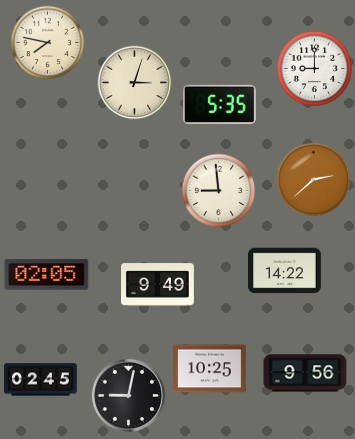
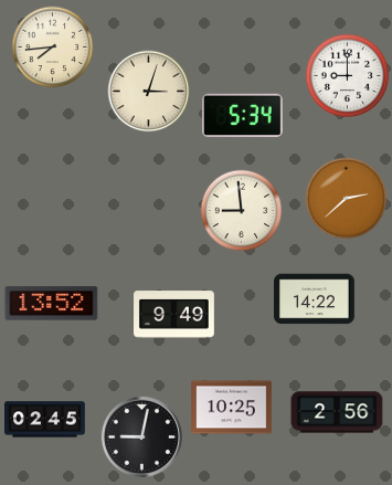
clock at (48, 43): 7:47 -> 7:44
clock at (219, 105): 5:35 -> 5:34
clock at (47, 275): 02:05 -> 13:52
clock at (305, 373): 9:56 -> 2:56
